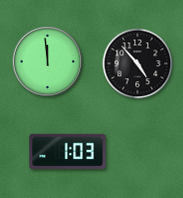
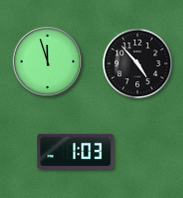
clock at (48, 62): 11:59 -> 11:57
clock at (68, 151) position: (68, 151) -> (76, 151)
